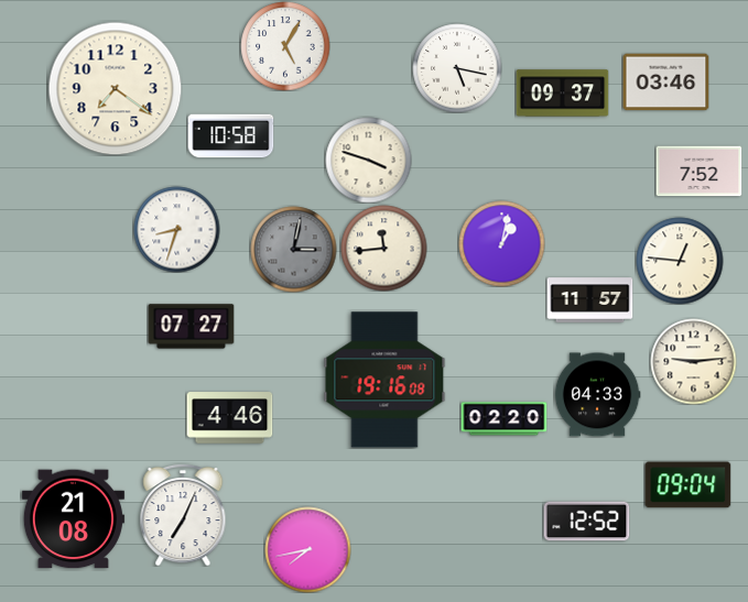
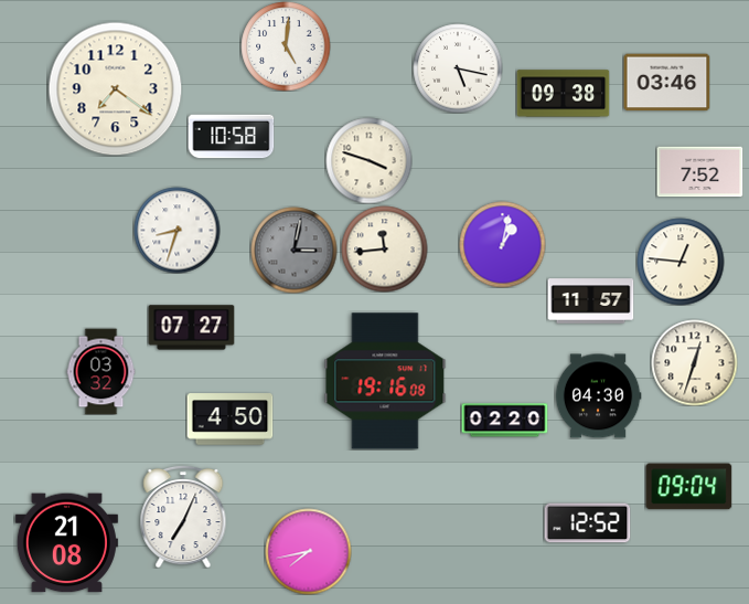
clock at (285, 46): 5:05 -> 5:01
clock at (562, 94): 09:37 -> 09:38
clock at (693, 361): 9:14 -> 12:33
clock at (101, 371): none -> 03:32
clock at (597, 395): 04:33 -> 04:30
clock at (229, 418): 4:46 -> 4:50
clock at (73, 519) position: (73, 519) -> (66, 543)
